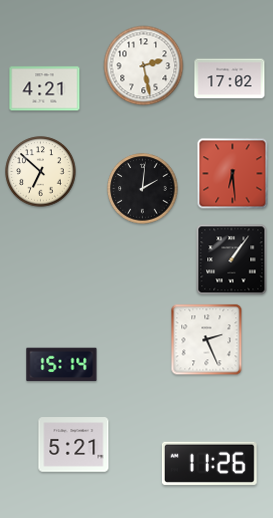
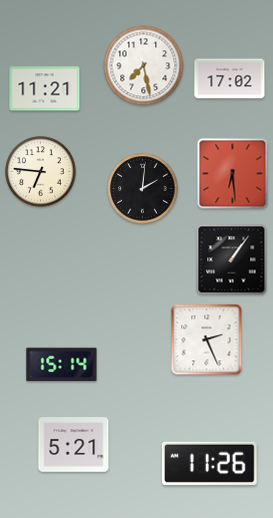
clock at (144, 66): 2:28 -> 7:28
clock at (45, 89): 4:21 -> 11:21
clock at (41, 172): 6:52 -> 6:46
